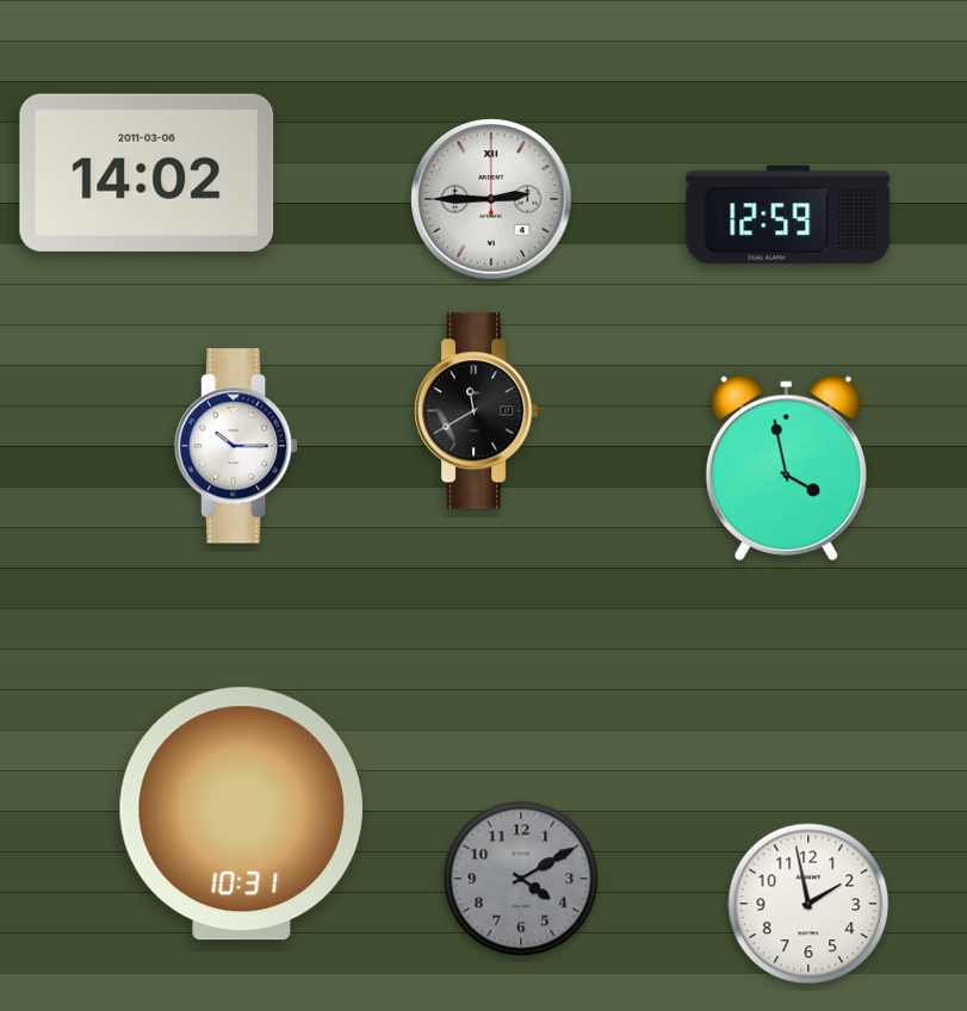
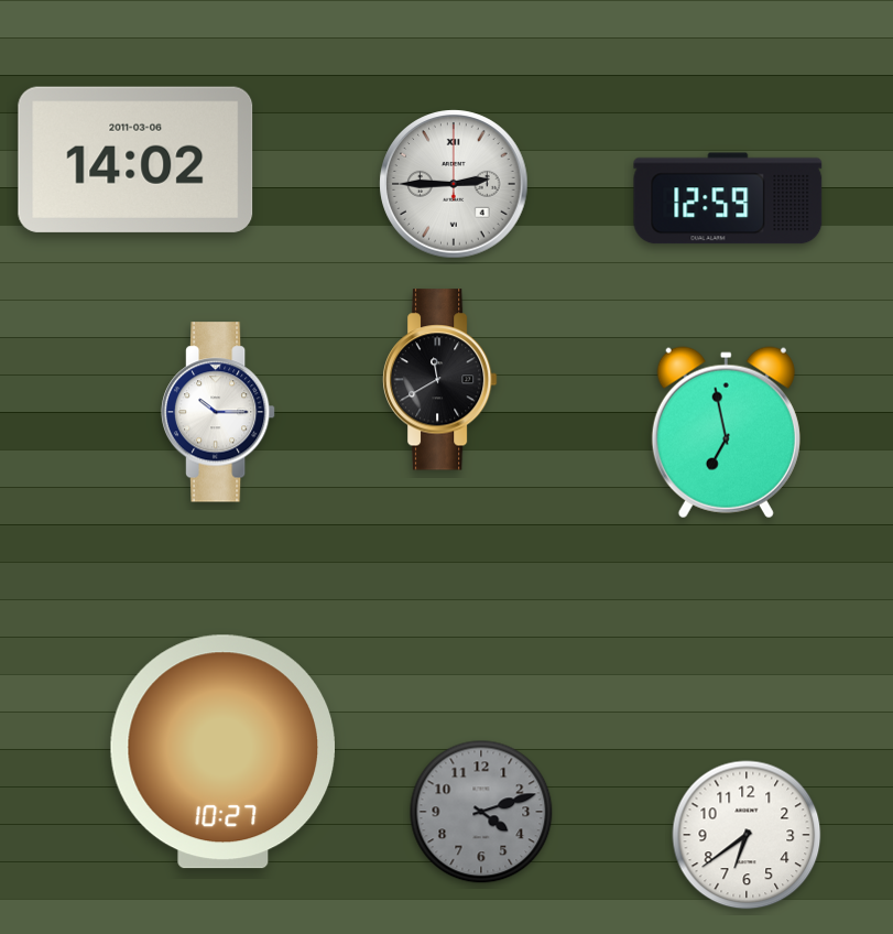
clock at (786, 469): 3:58 -> 6:58
clock at (241, 814): 10:31 -> 10:27
clock at (521, 879): 4:10 -> 4:12
clock at (808, 904): 1:58 -> 6:39
